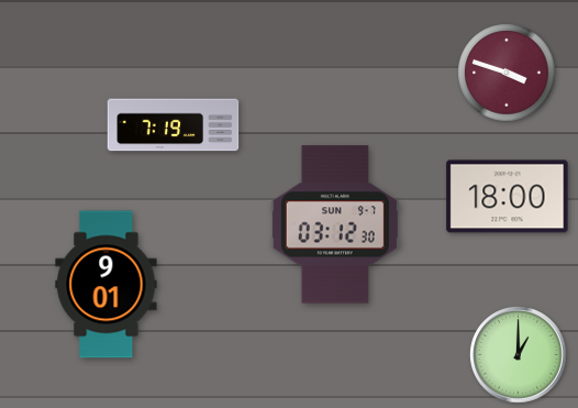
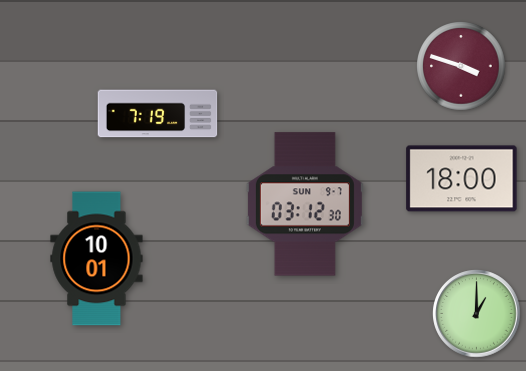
clock at (107, 285): 9:01 -> 10:01
clock at (519, 355) position: (519, 355) -> (477, 314)
